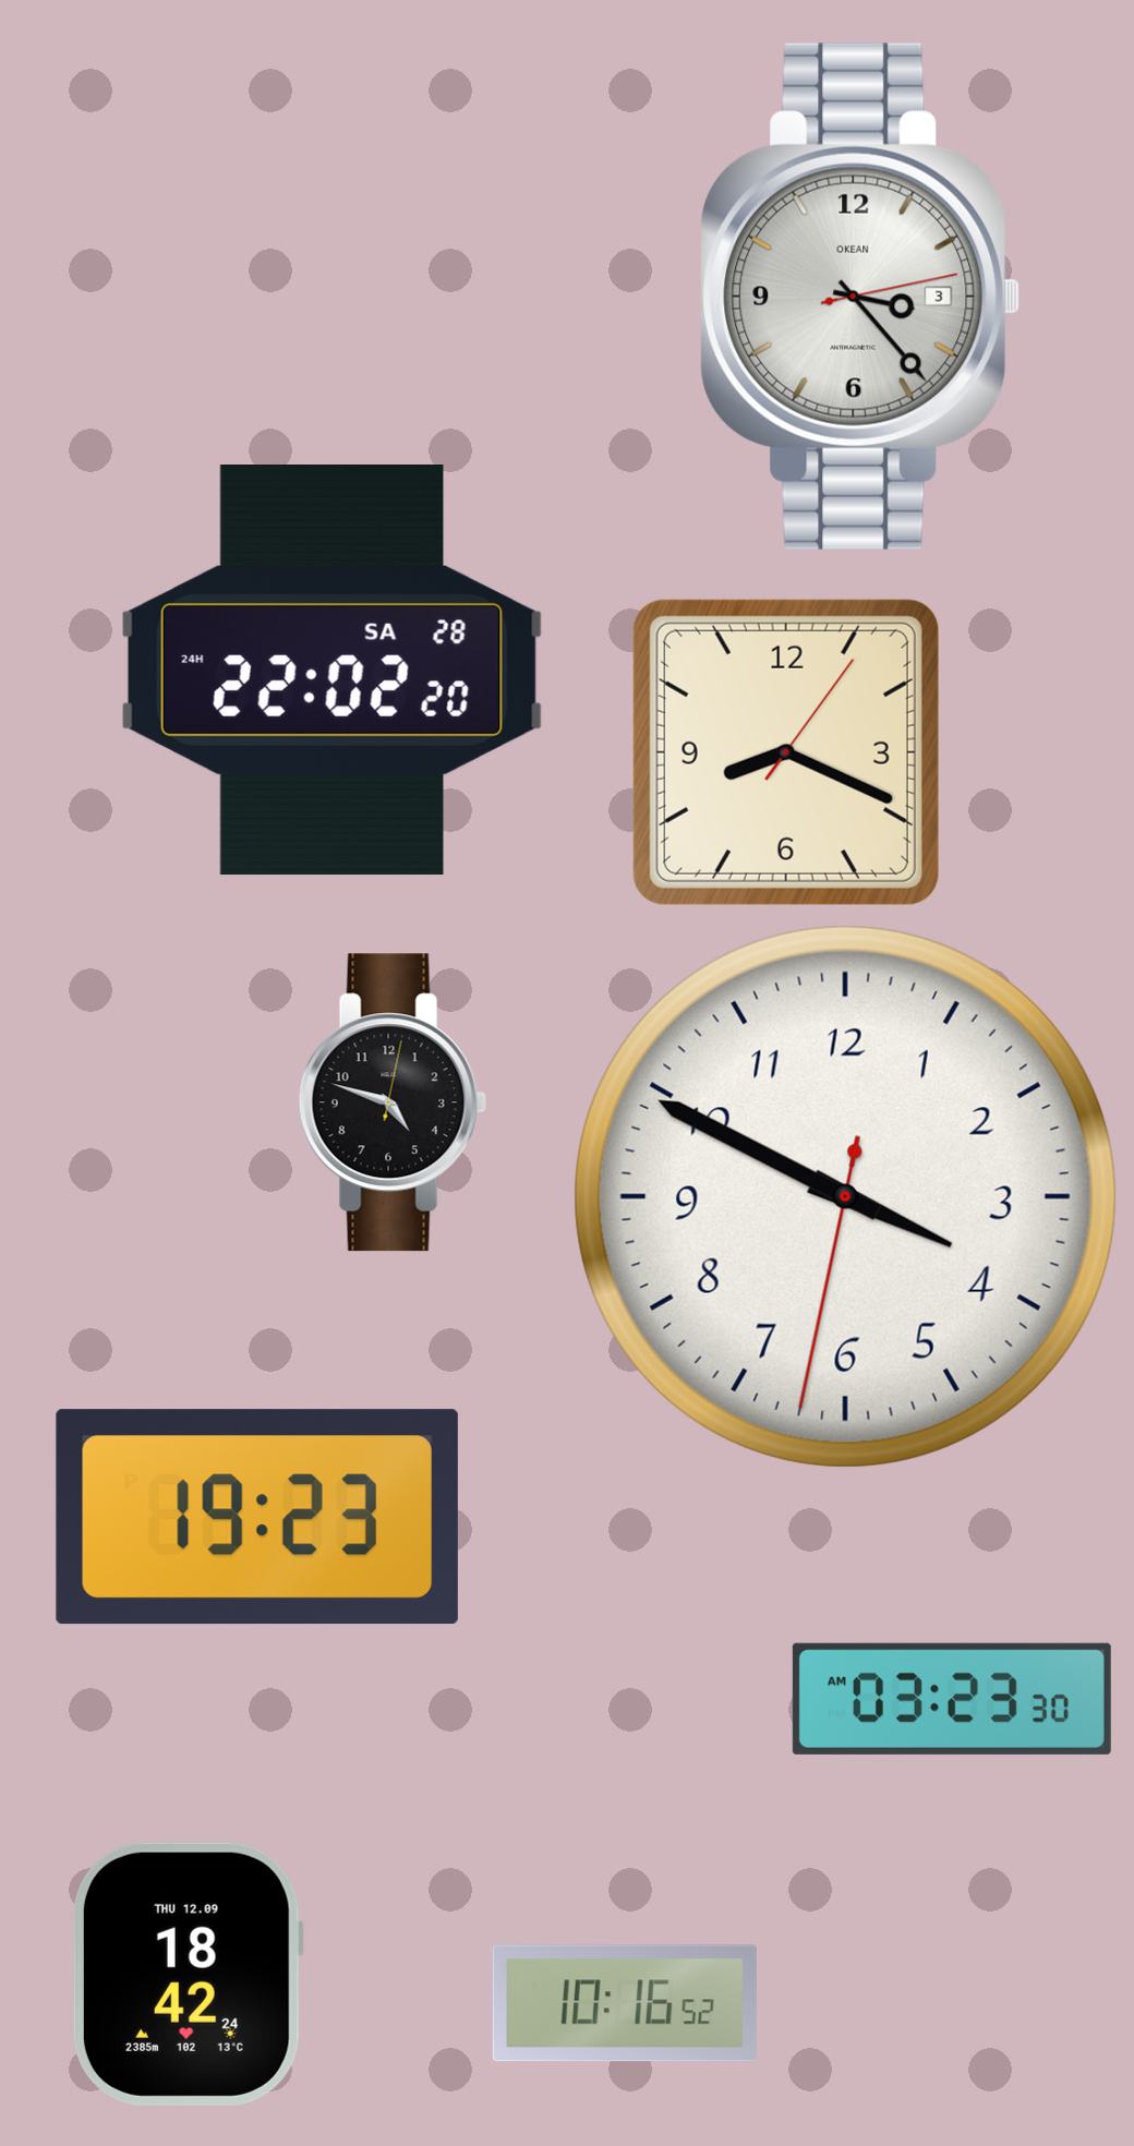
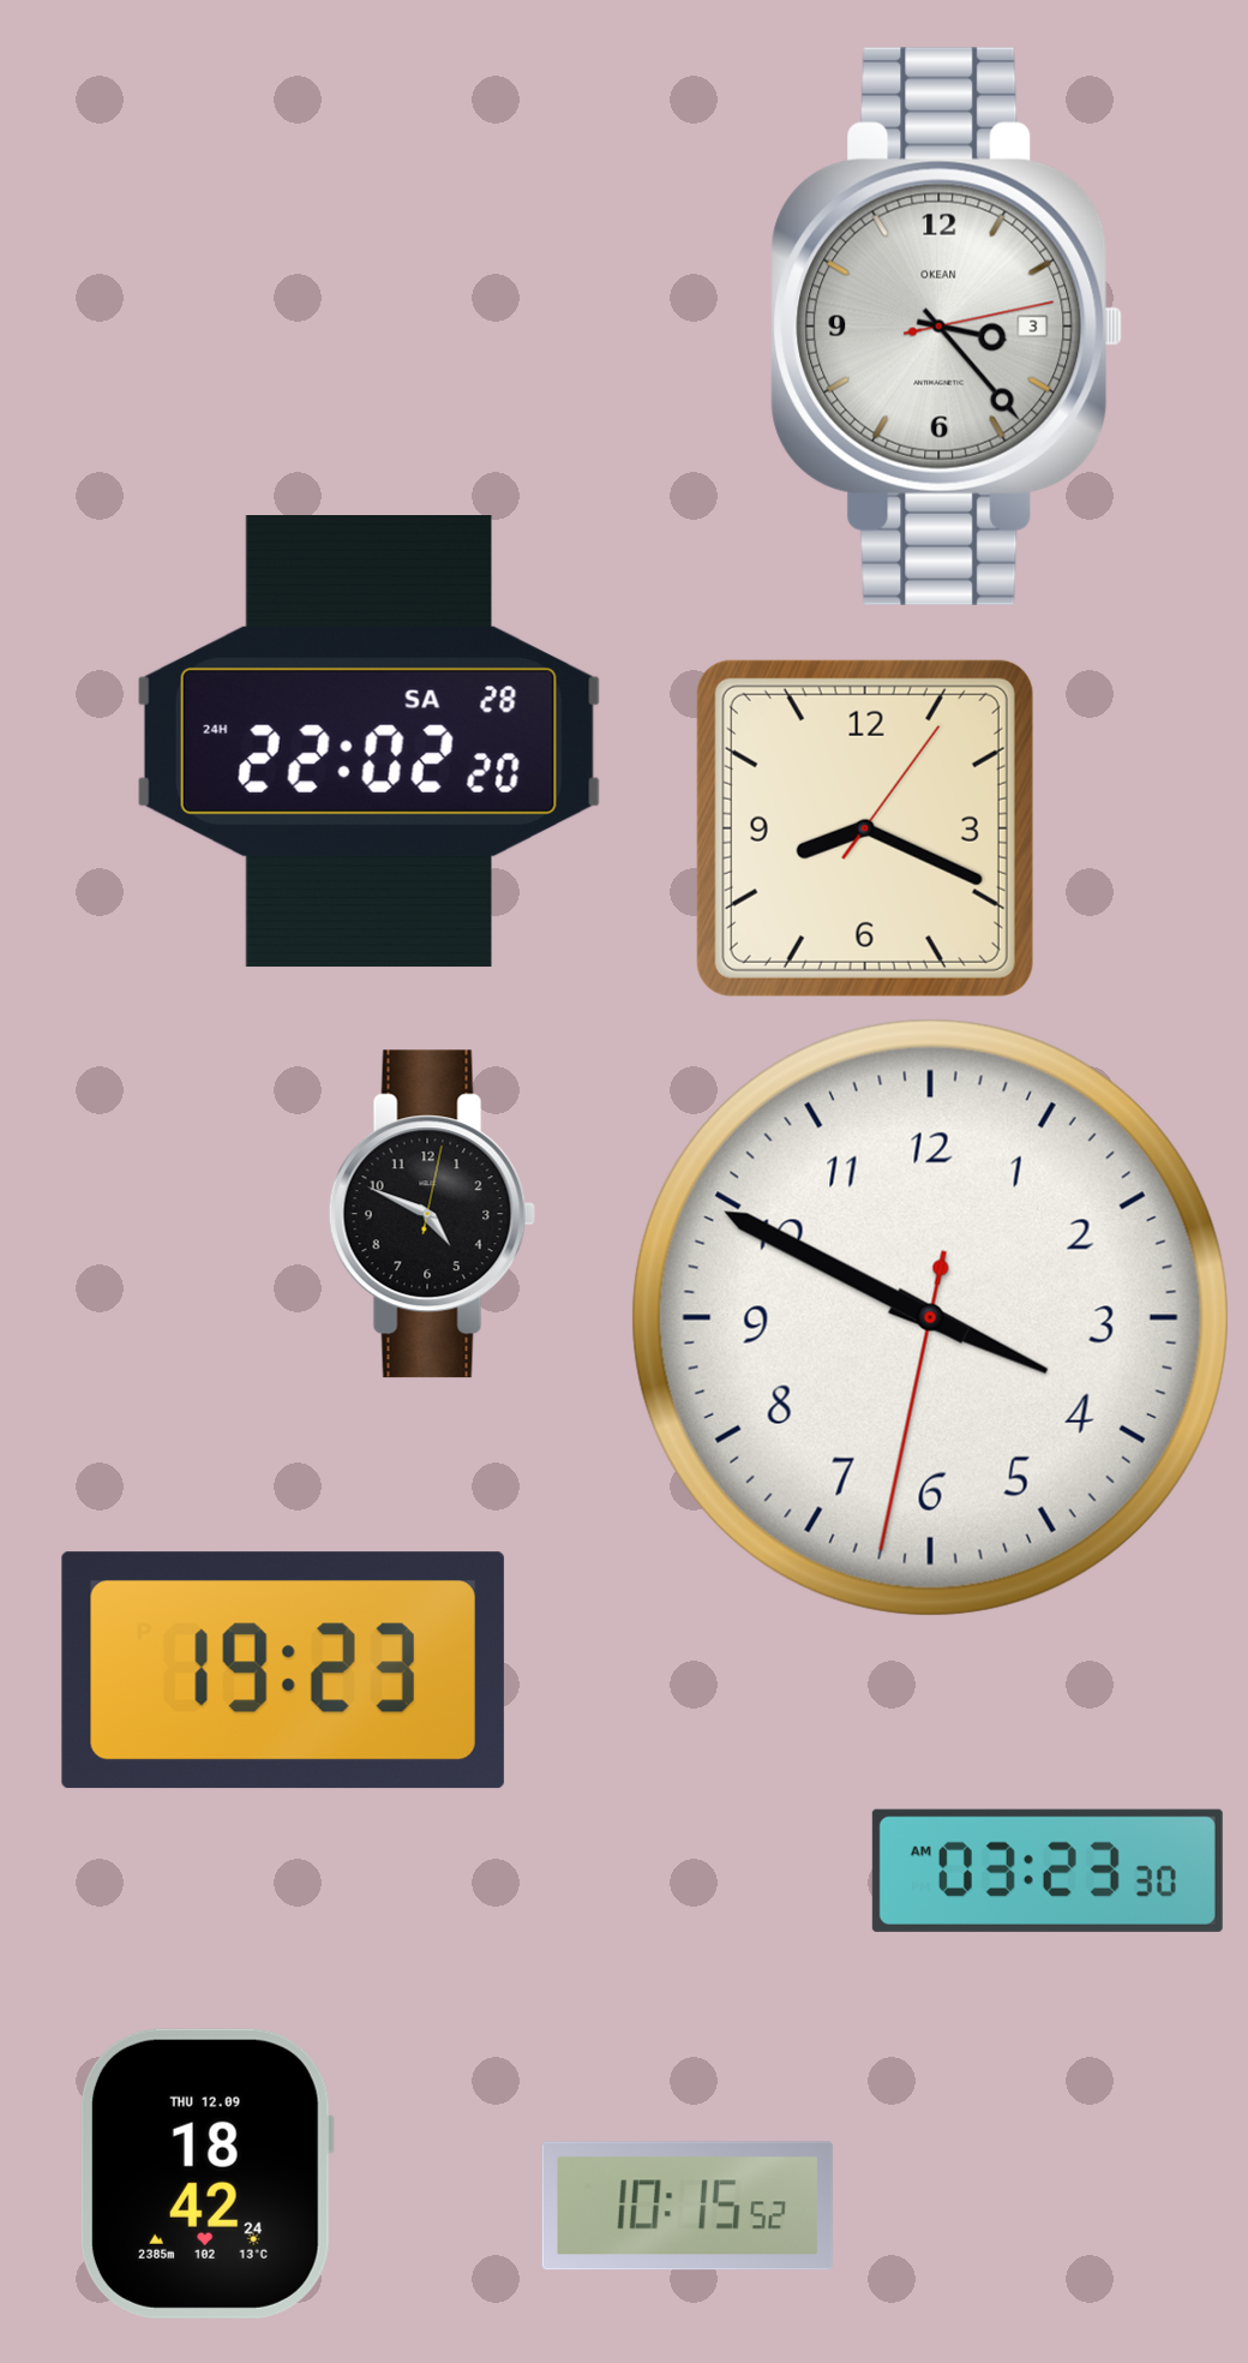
clock at (331, 671) position: (331, 671) -> (368, 742)
clock at (393, 1102): 4:48 -> 4:49
clock at (625, 2003): 10:16 -> 10:15
